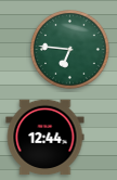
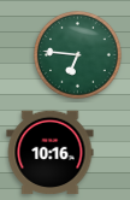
clock at (45, 138): 12:44 -> 10:16
